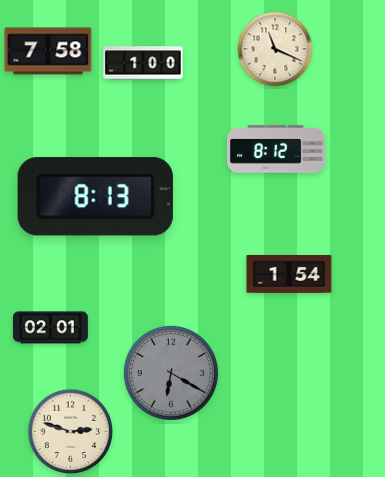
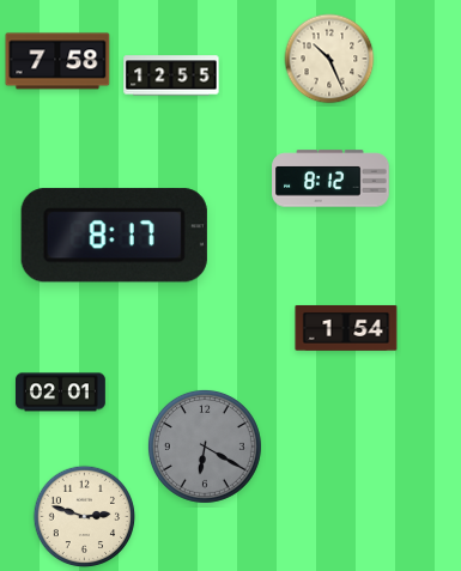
clock at (275, 49): 11:19 -> 10:26
clock at (143, 63): 1:00 -> 12:55
clock at (95, 197): 8:13 -> 8:17
